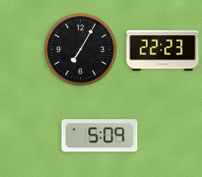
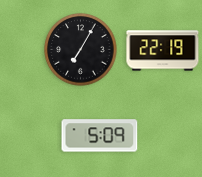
clock at (163, 51): 22:23 -> 22:19
